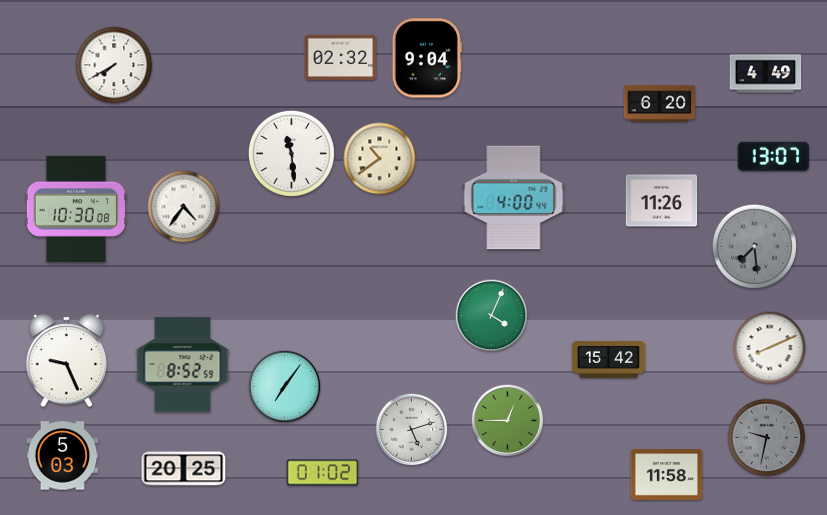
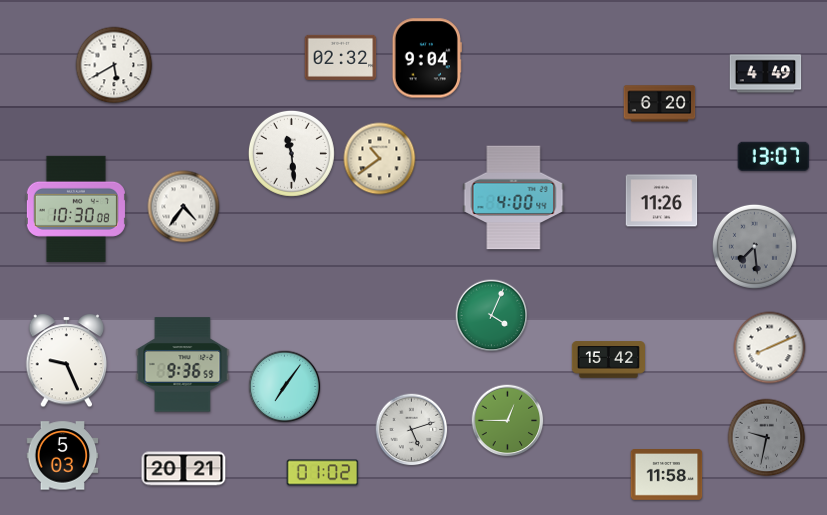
clock at (114, 65): 7:40 -> 5:40
clock at (183, 365): 8:52 -> 9:36
clock at (184, 469): 20:25 -> 20:21
